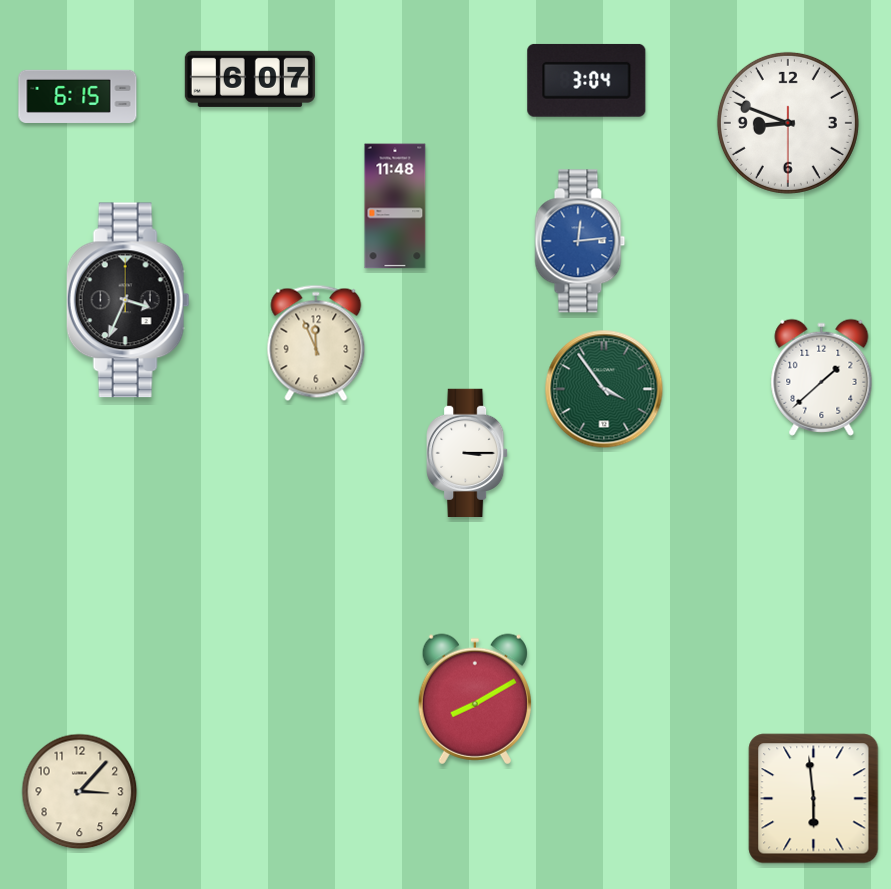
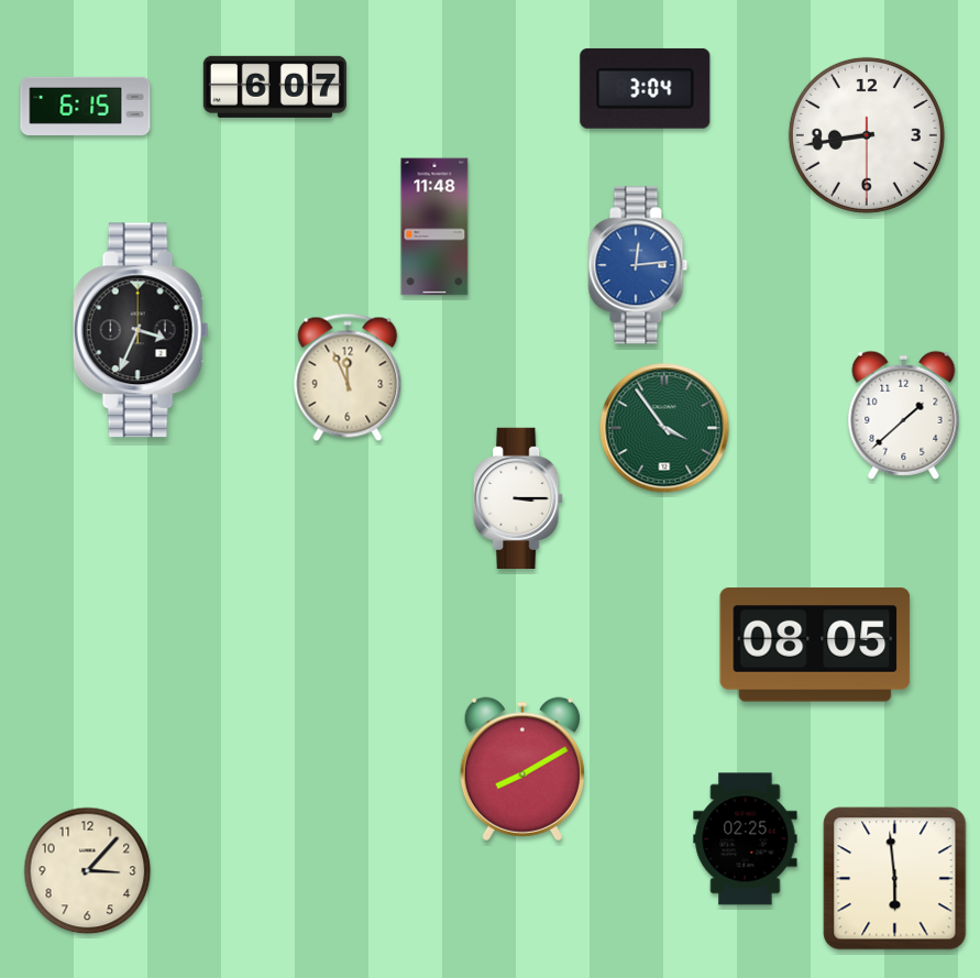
clock at (788, 123): 8:48 -> 8:43
clock at (467, 452) position: (467, 452) -> (518, 497)
clock at (815, 645): none -> 08:05
clock at (746, 839): none -> 02:25
